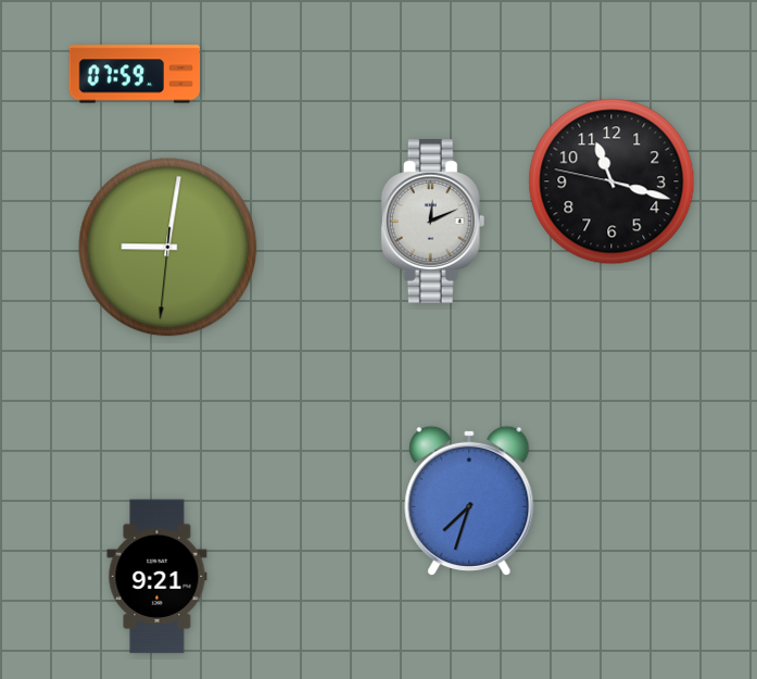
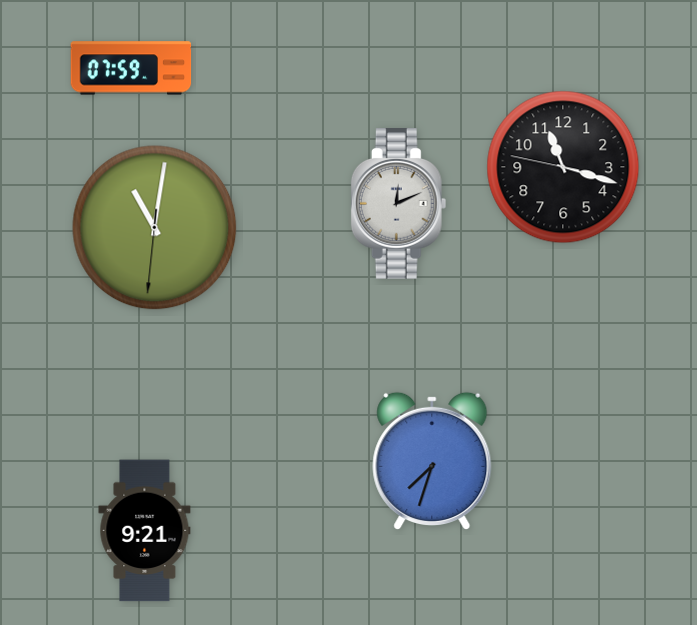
clock at (135, 74) position: (135, 74) -> (131, 68)
clock at (168, 248): 9:01 -> 11:01
